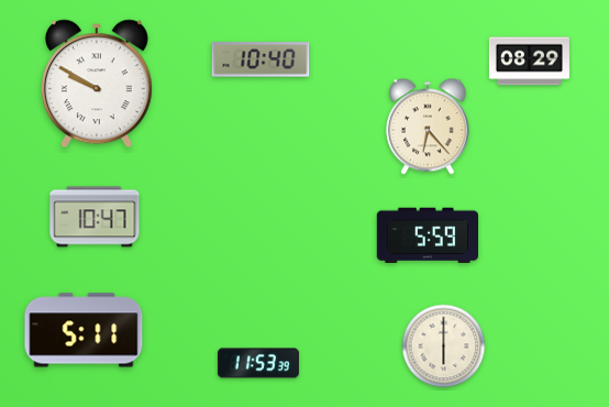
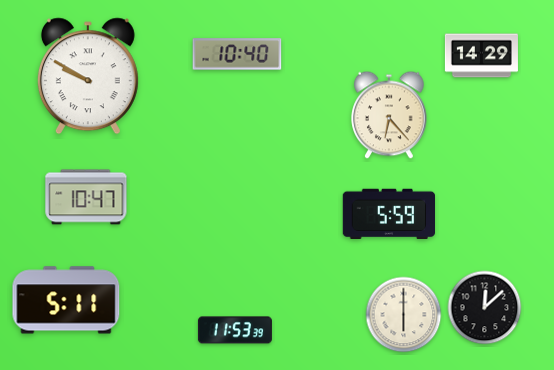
clock at (529, 62): 08:29 -> 14:29
clock at (84, 330) position: (84, 330) -> (66, 300)
clock at (485, 308): none -> 12:08
